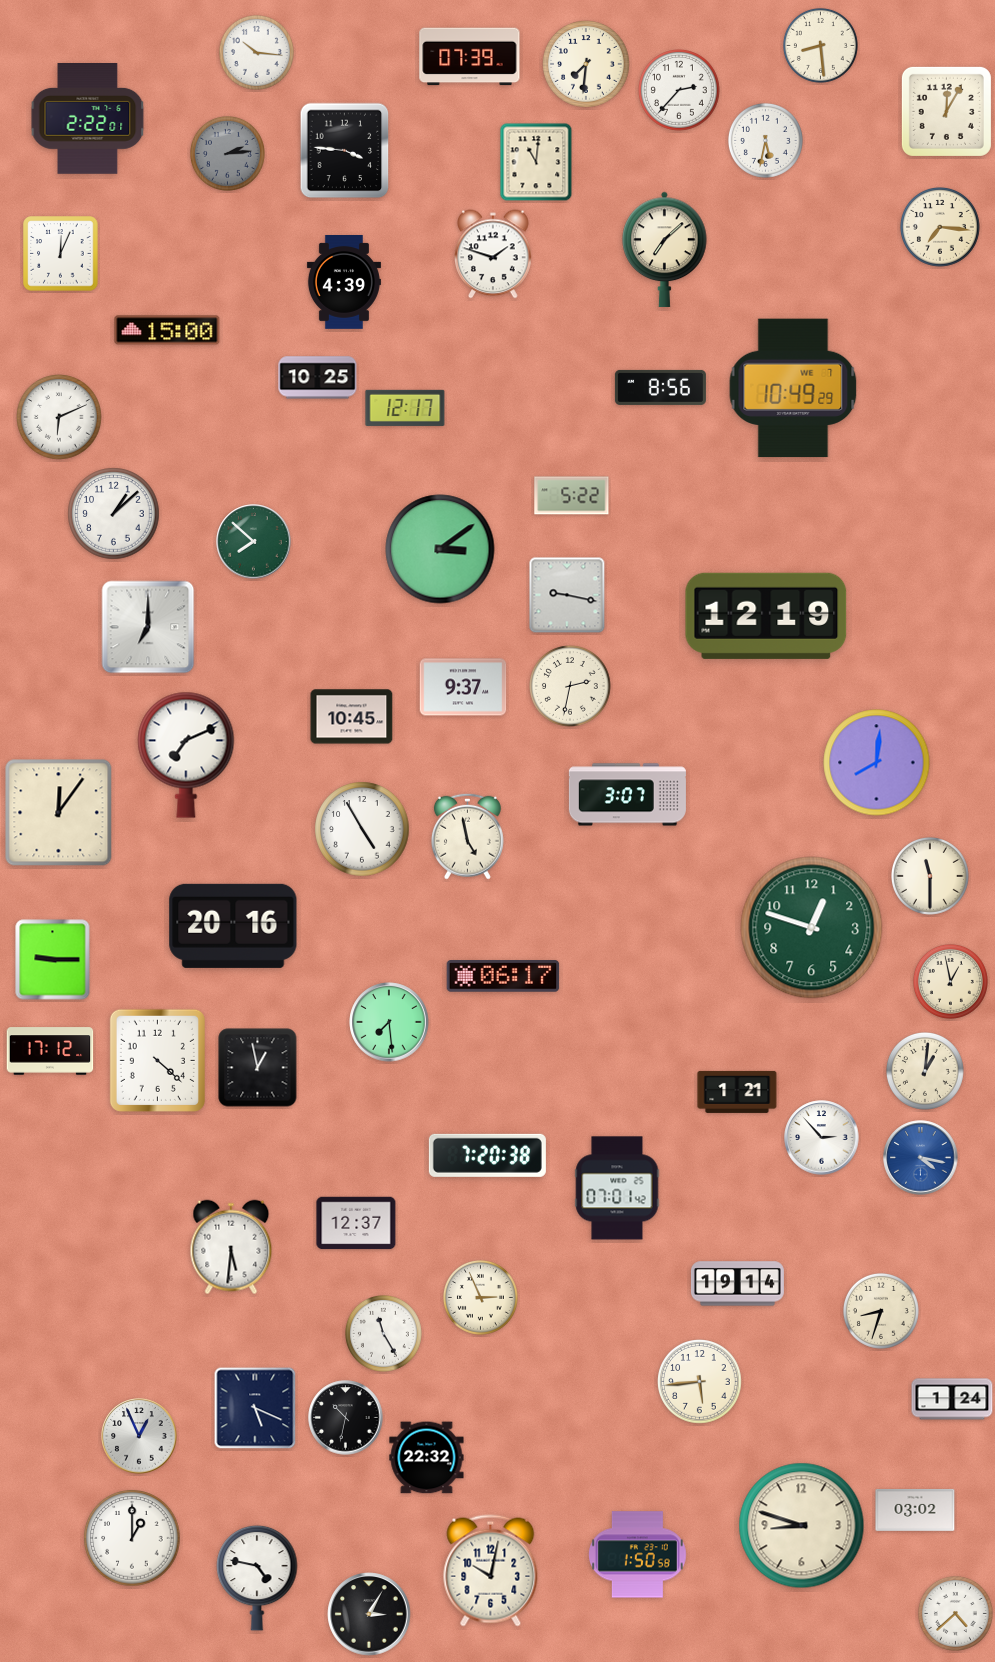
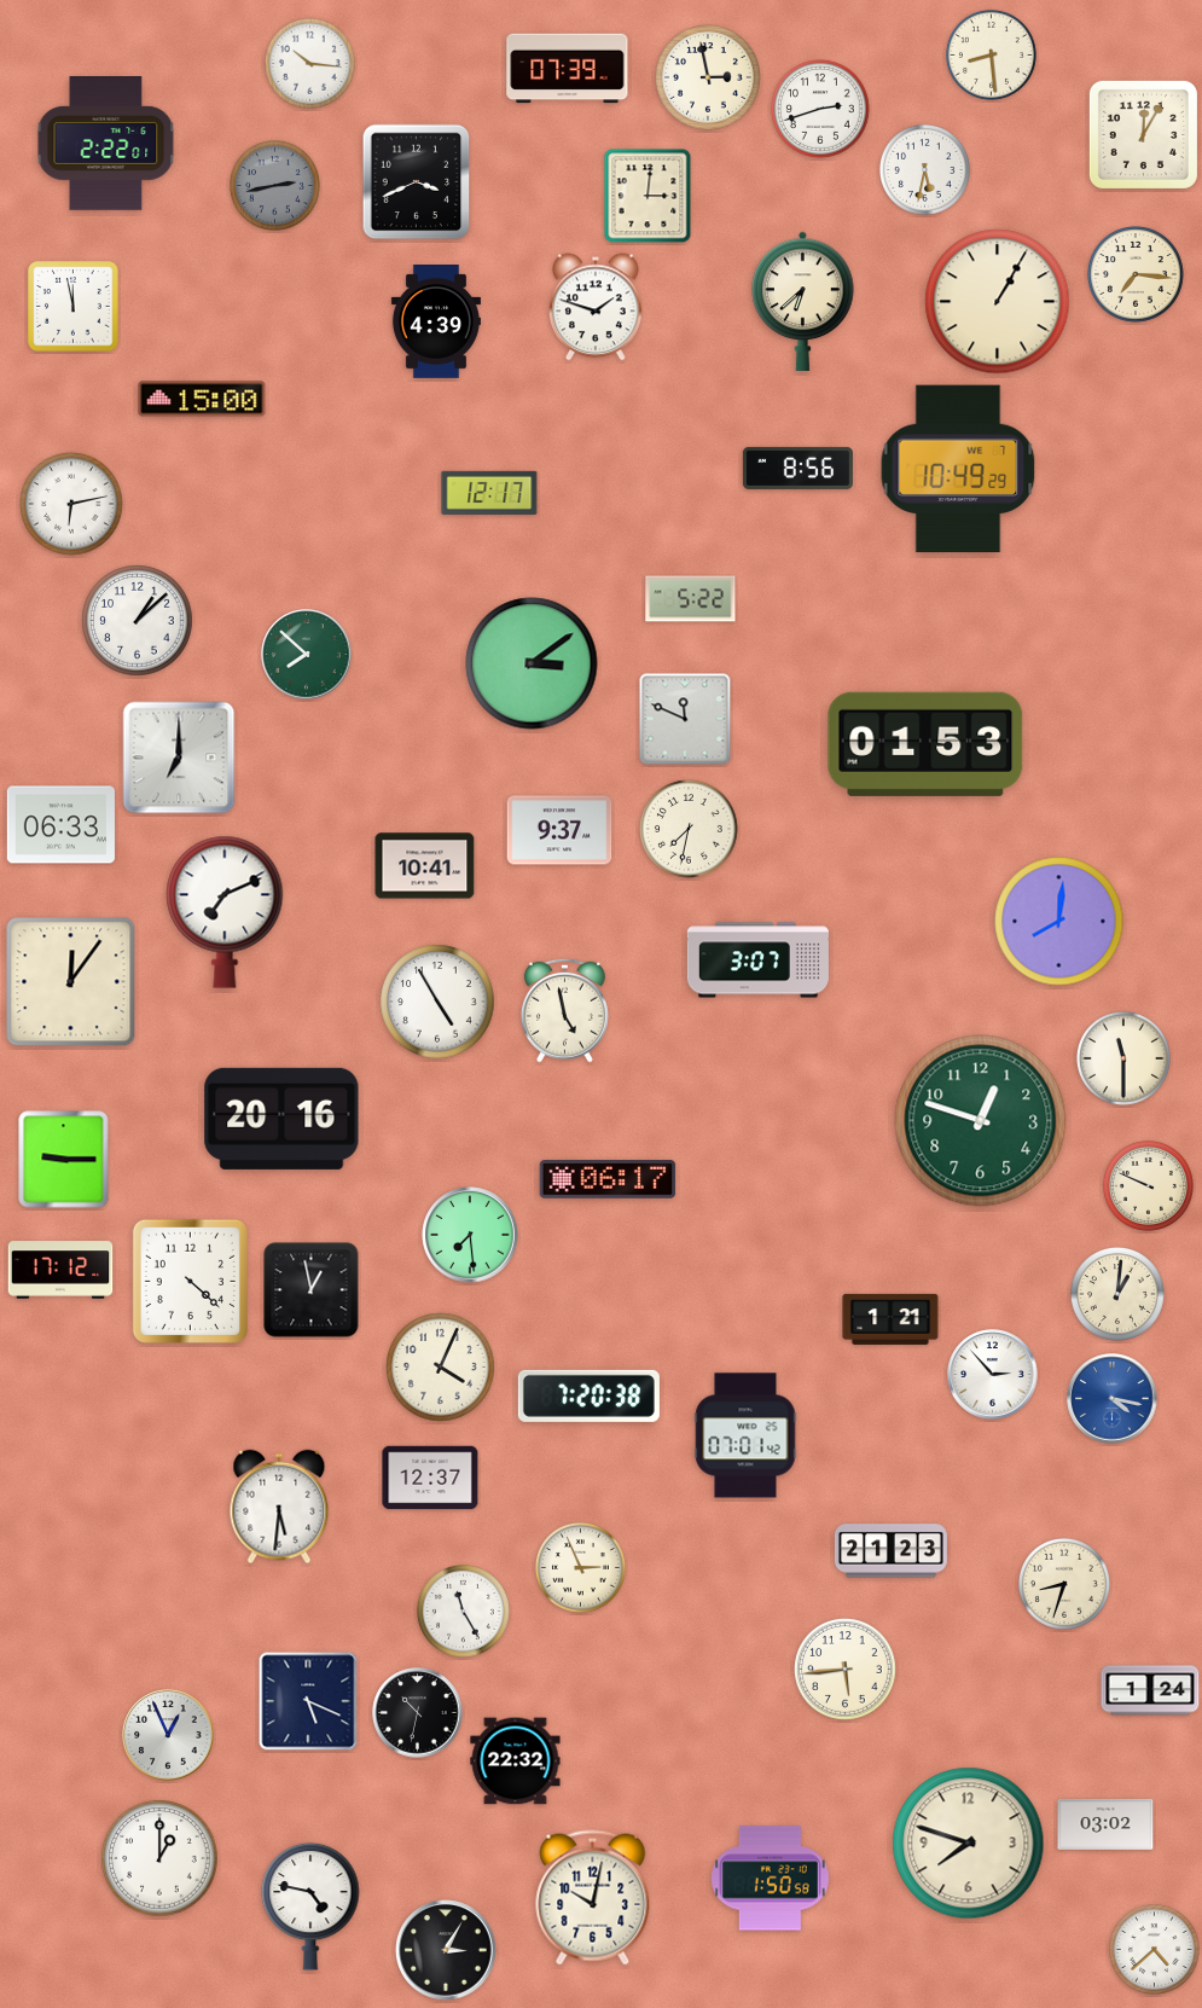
clock at (586, 64): 7:31 -> 2:58
clock at (680, 91): 2:37 -> 2:42
clock at (345, 151): 3:46 -> 3:41
clock at (227, 153): 2:14 -> 2:43
clock at (536, 162): 11:01 -> 3:01
clock at (665, 249): 7:08 -> 6:38
clock at (998, 302): none -> 1:05
clock at (61, 254): 12:04 -> 11:58
clock at (344, 283) position: (344, 283) -> (436, 323)
clock at (318, 378): 10:25 -> none
clock at (59, 417): 6:11 -> 6:13
clock at (567, 595): 9:17 -> 11:49
clock at (766, 616): 12:19 -> 01:53
clock at (60, 825): none -> 06:33
clock at (571, 687): 2:32 -> 7:32
clock at (352, 717): 10:45 -> 10:41
clock at (950, 981): 12:58 -> 9:49
clock at (441, 1368): none -> 4:04
clock at (737, 1284): 19:14 -> 21:23
clock at (802, 1526): 8:48 -> 7:48
